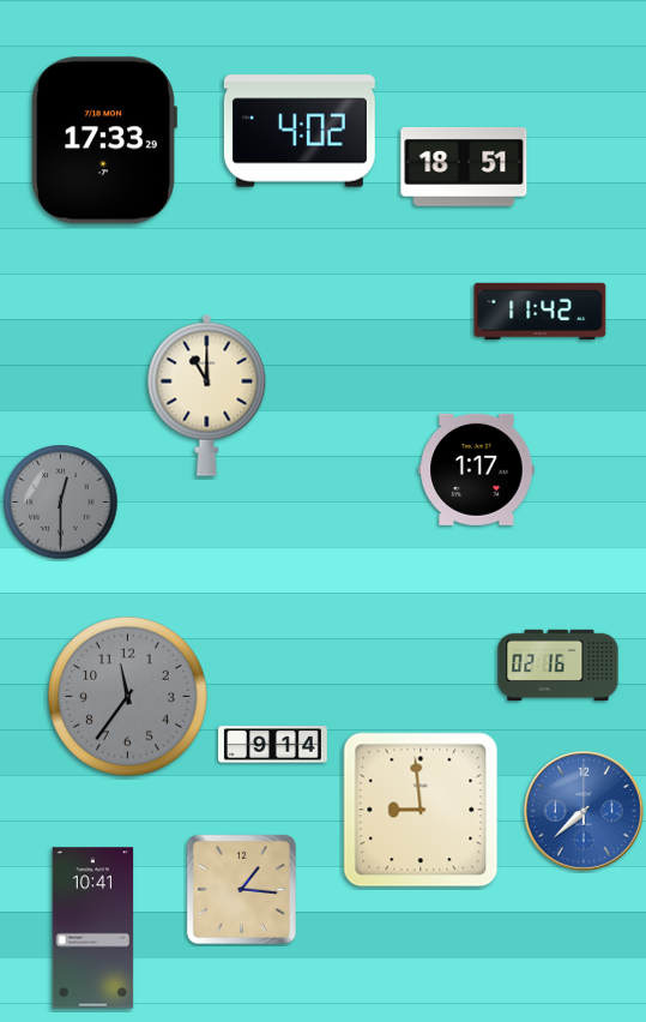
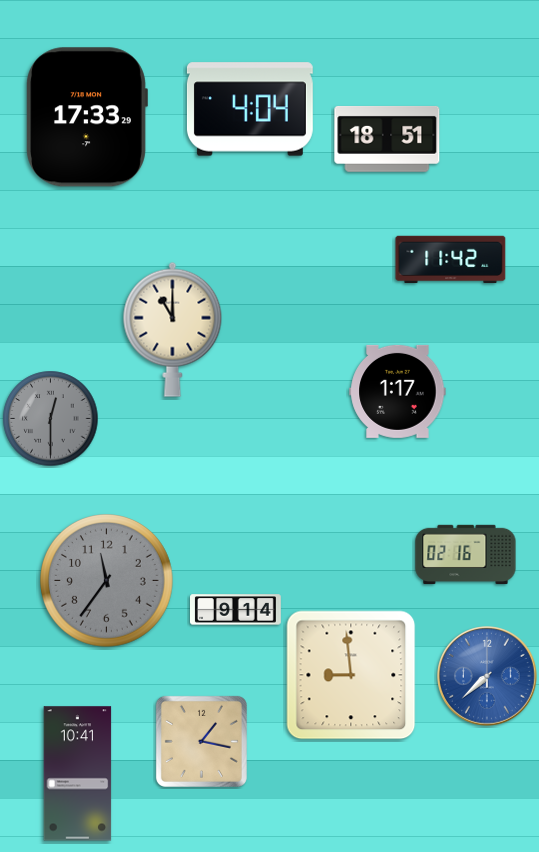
clock at (300, 131): 4:02 -> 4:04
clock at (273, 745) position: (273, 745) -> (236, 610)
clock at (241, 889): 1:16 -> 1:17
